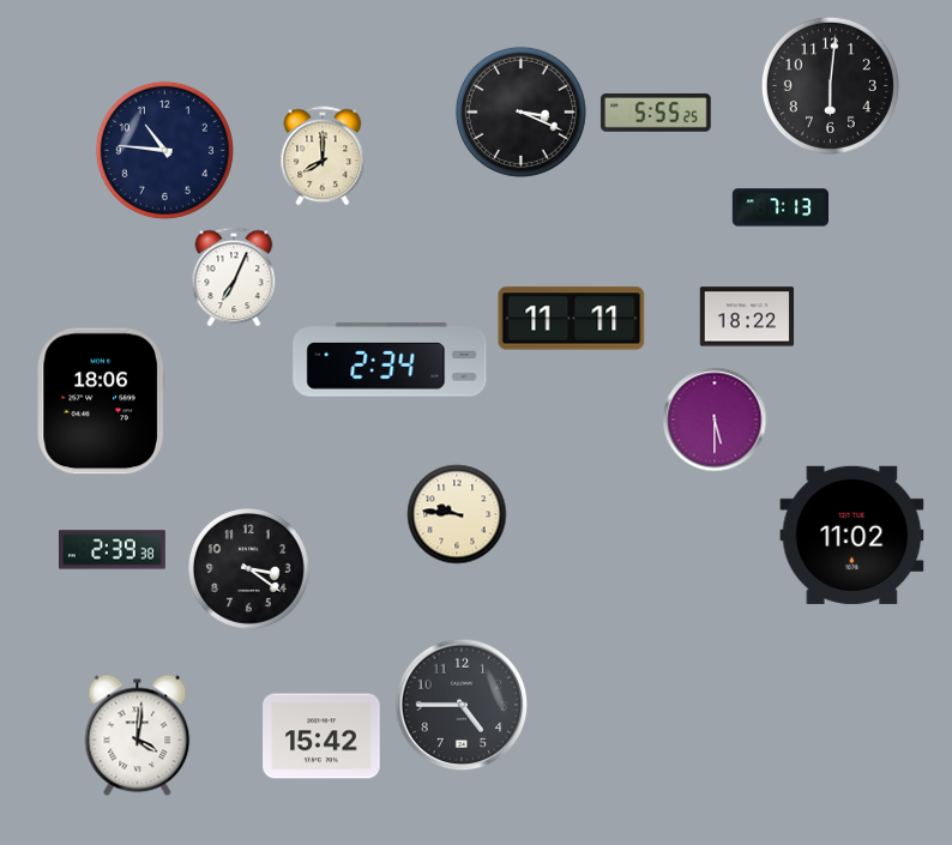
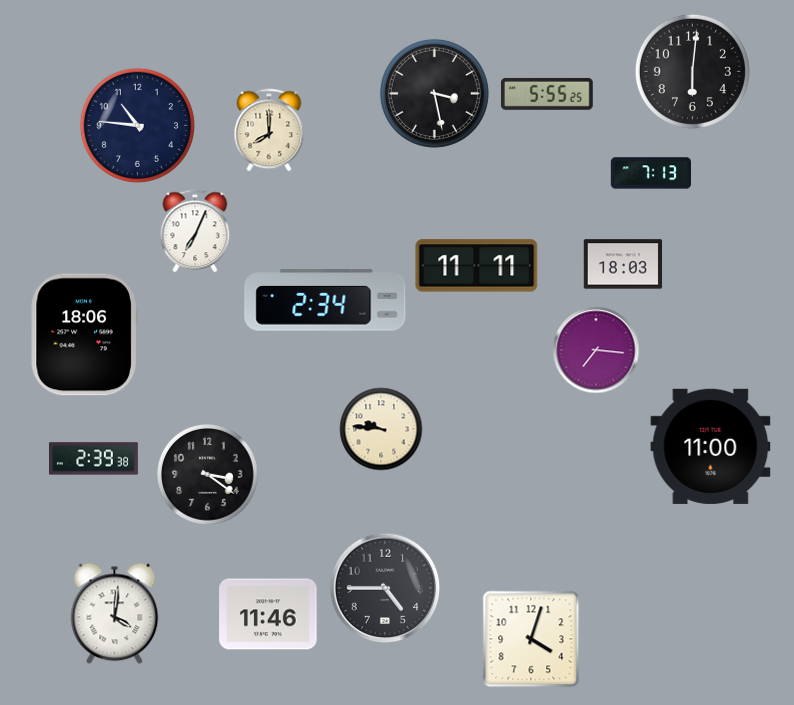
clock at (520, 111): 3:19 -> 3:28
clock at (747, 316): 18:22 -> 18:03
clock at (715, 420): 5:30 -> 7:16
clock at (852, 535): 11:02 -> 11:00
clock at (321, 736): 15:42 -> 11:46
clock at (531, 639): none -> 4:03
